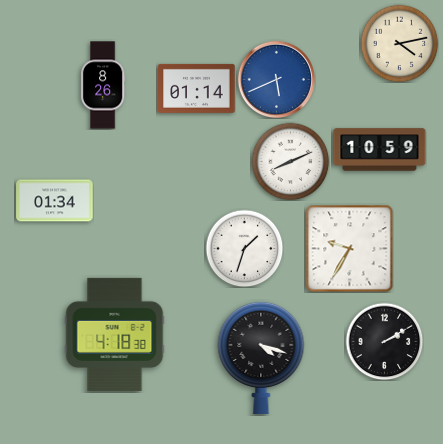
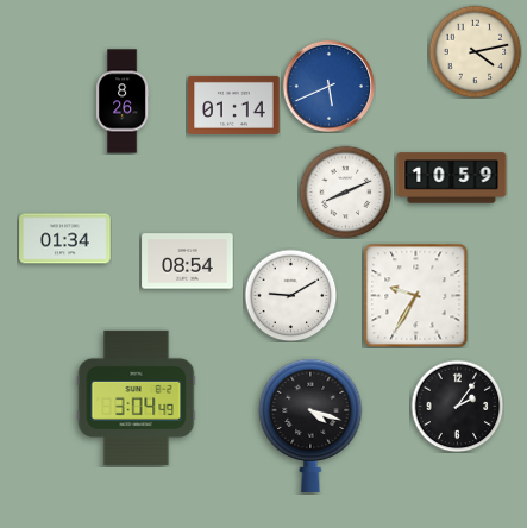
clock at (276, 79) position: (276, 79) -> (328, 86)
clock at (188, 262): none -> 08:54
clock at (244, 248): 1:33 -> 9:10
clock at (115, 334): 4:18 -> 3:04
clock at (384, 341): 2:10 -> 2:06
